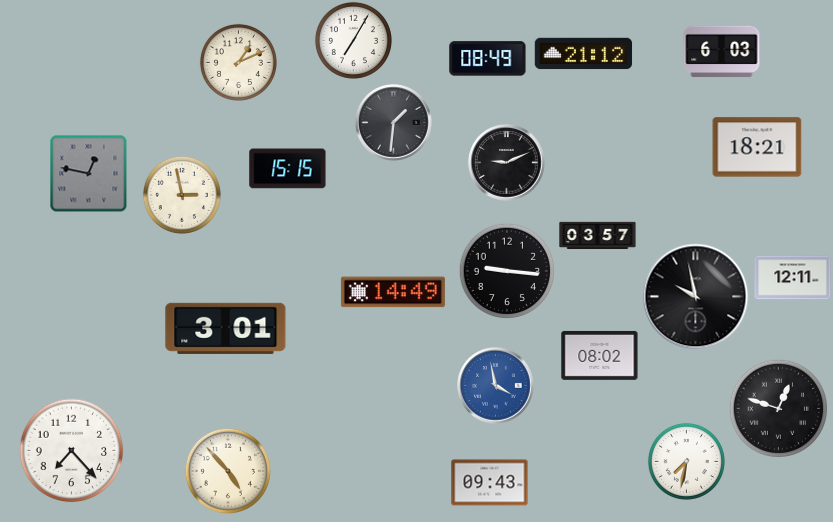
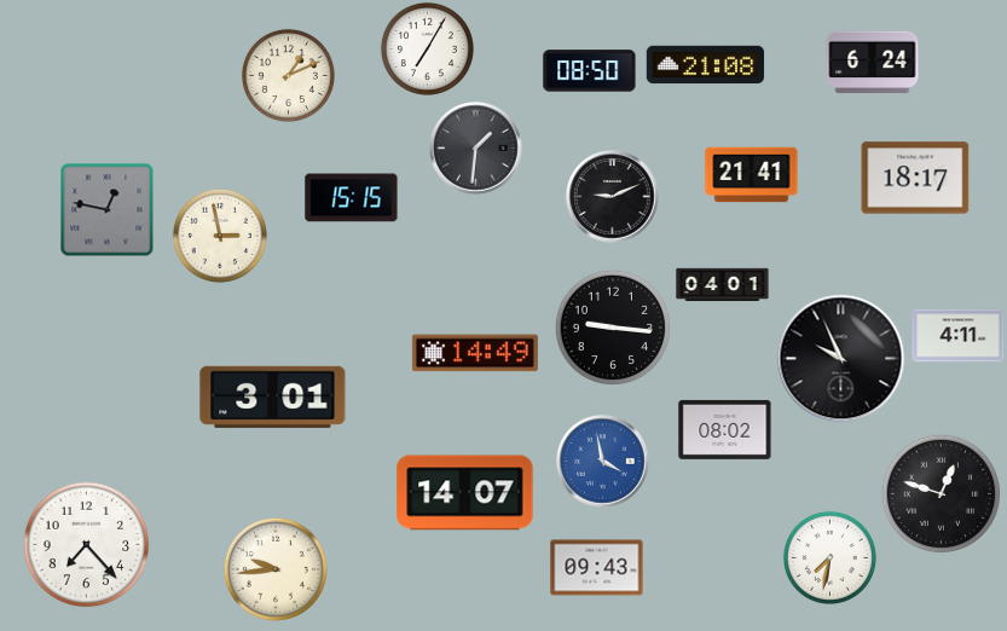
clock at (722, 52): 6:03 -> 6:24
clock at (584, 54): 21:12 -> 21:08
clock at (488, 59): 08:49 -> 08:50
clock at (752, 175): none -> 21:41
clock at (757, 147): 18:21 -> 18:17
clock at (288, 169) position: (288, 169) -> (352, 198)
clock at (598, 236): 03:57 -> 04:01
clock at (793, 278): 12:11 -> 4:11
clock at (696, 297): 9:58 -> 9:56
clock at (496, 386) position: (496, 386) -> (603, 462)
clock at (465, 493): none -> 14:07
clock at (228, 471): 4:53 -> 9:44
clock at (490, 483) position: (490, 483) -> (597, 568)
